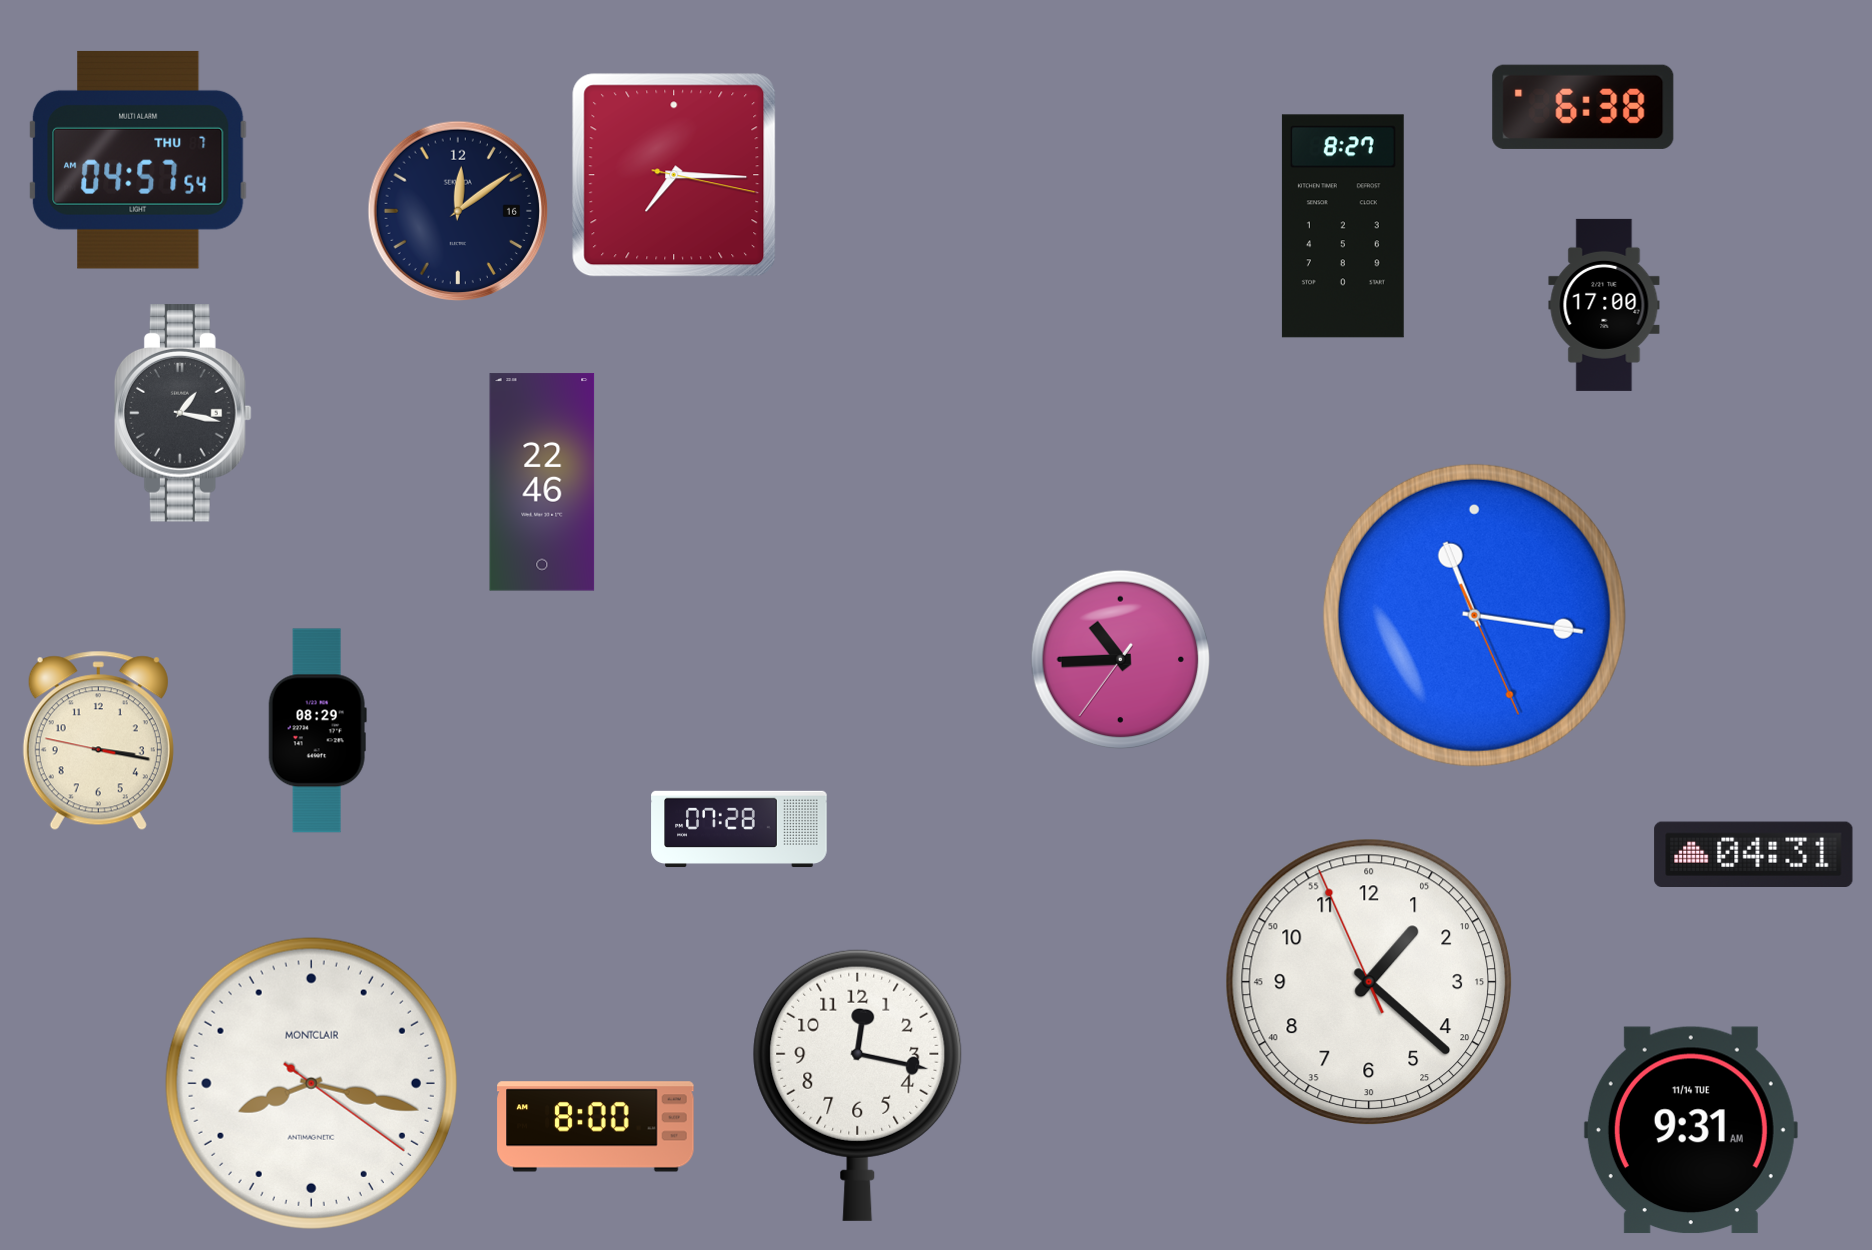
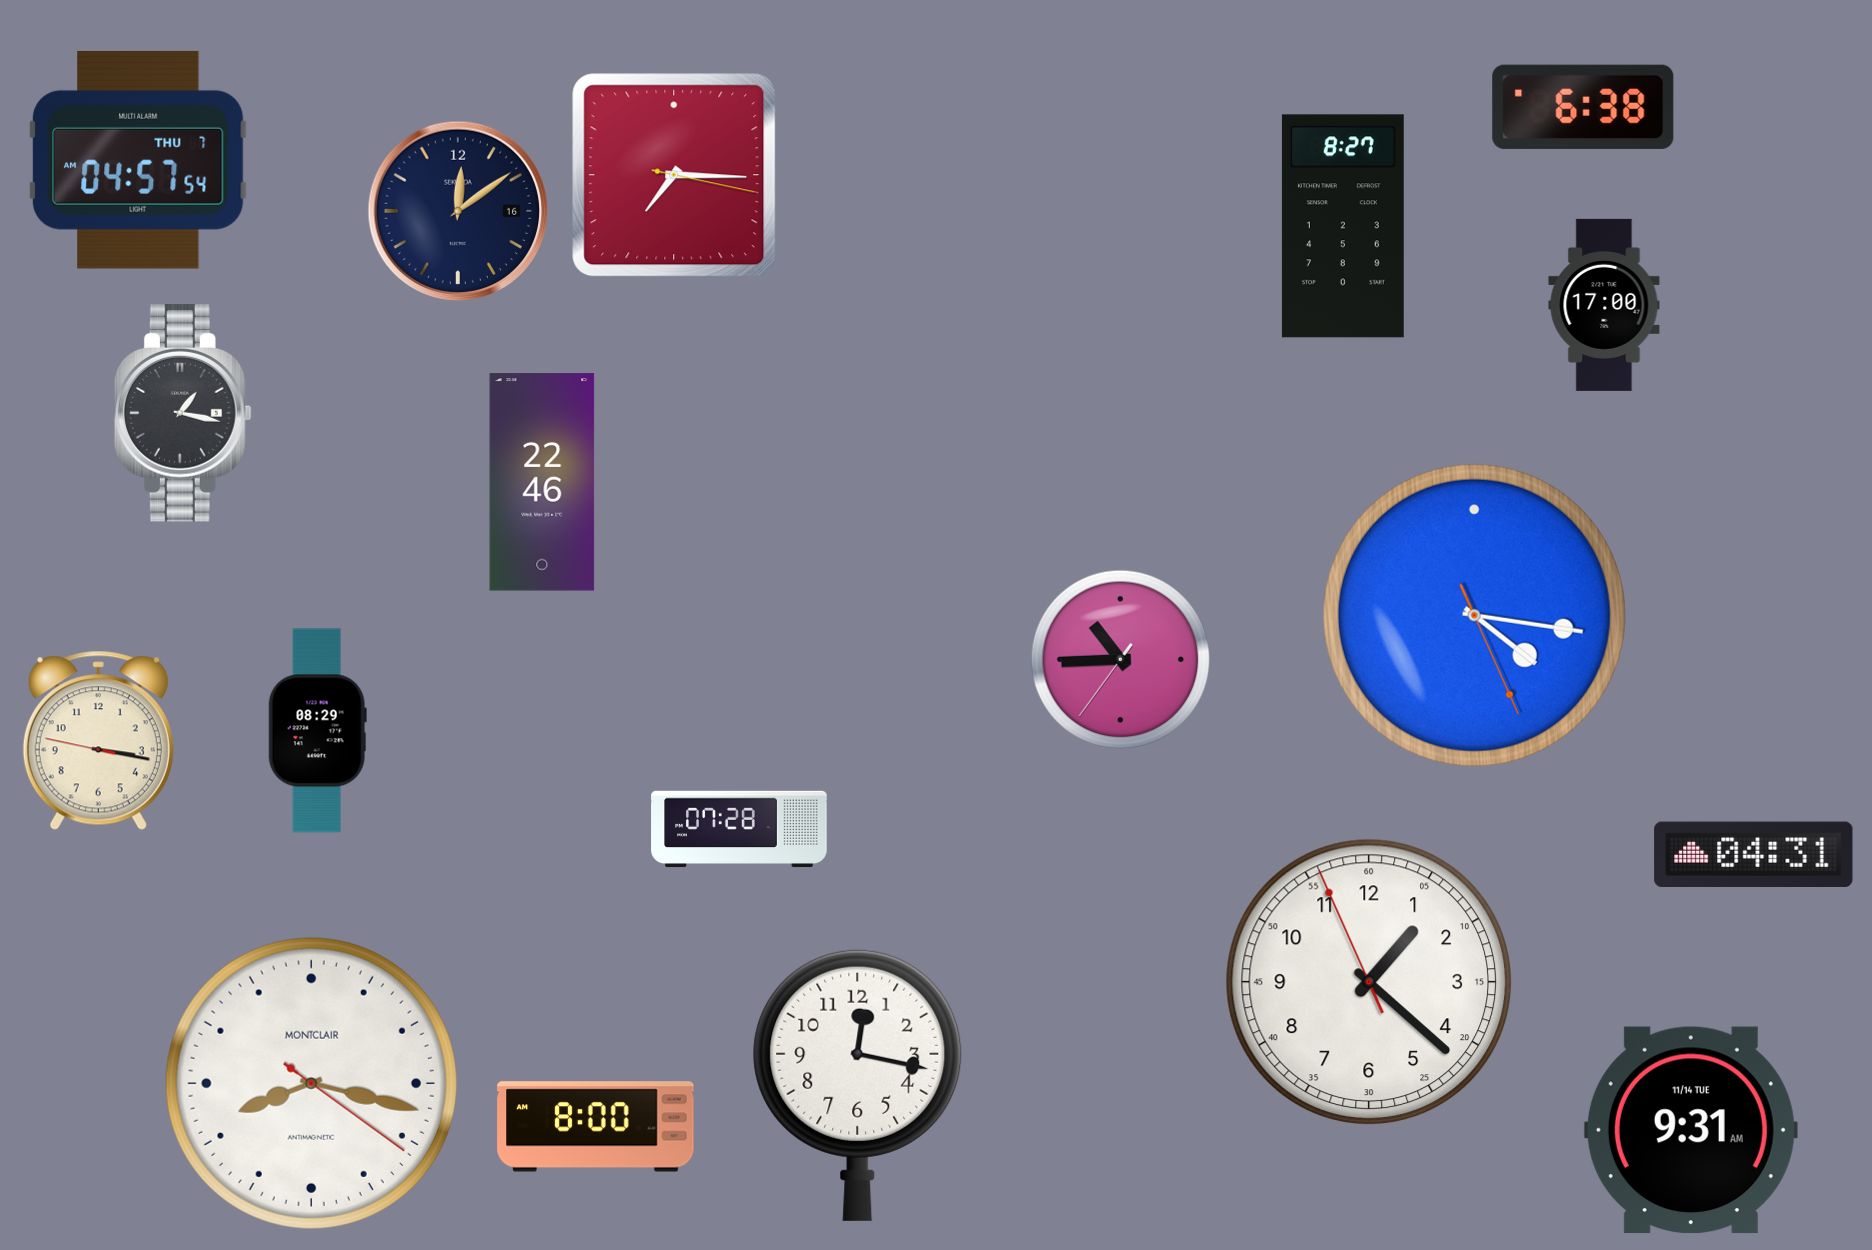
clock at (1474, 615): 11:16 -> 4:16
